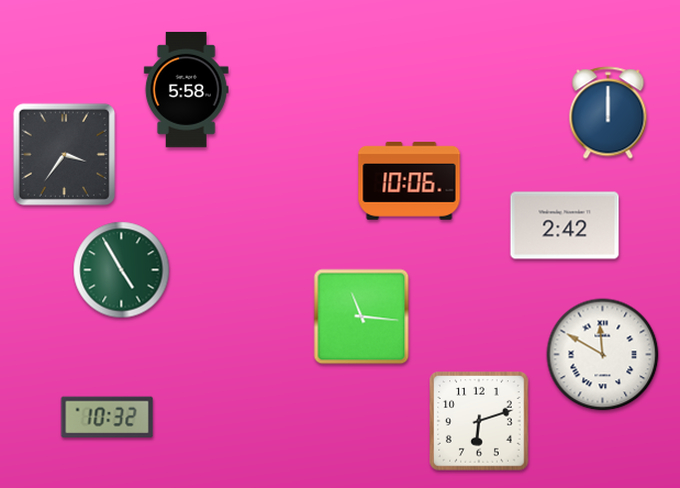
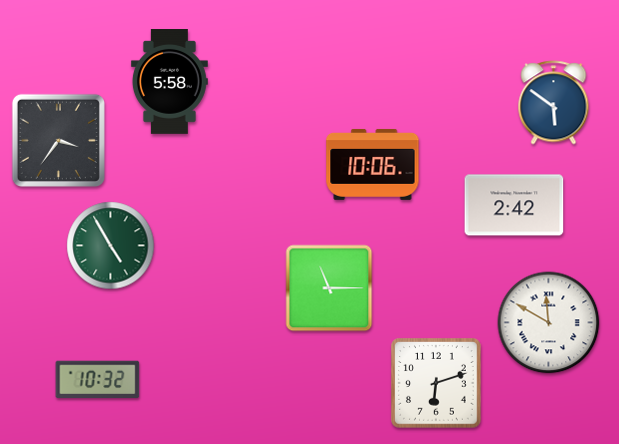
clock at (609, 113): 12:00 -> 5:51
clock at (361, 317): 11:16 -> 11:15
